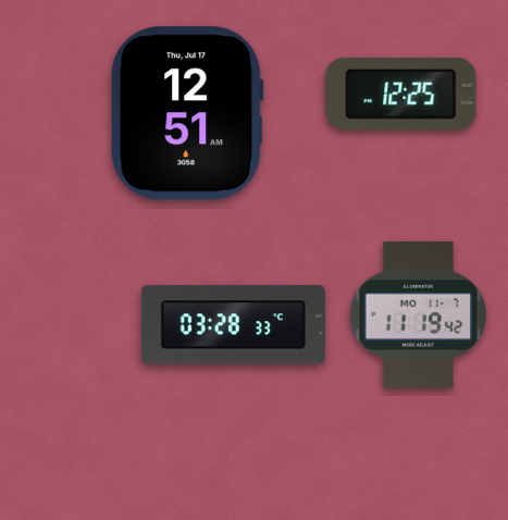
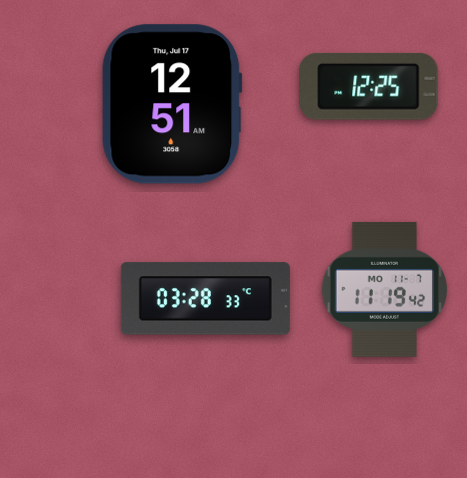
clock at (233, 325) position: (233, 325) -> (205, 299)
